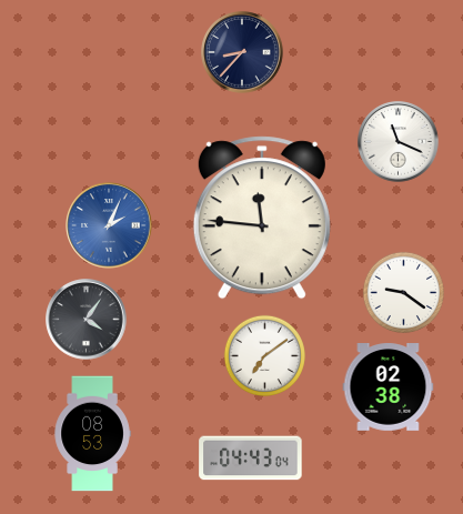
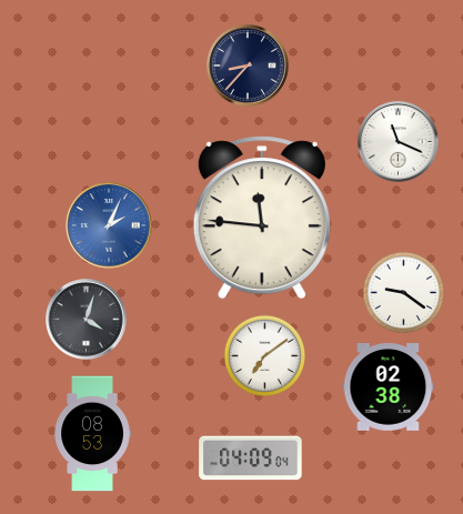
clock at (242, 52) position: (242, 52) -> (248, 65)
clock at (87, 320): 4:06 -> 4:03
clock at (251, 458): 04:43 -> 04:09
